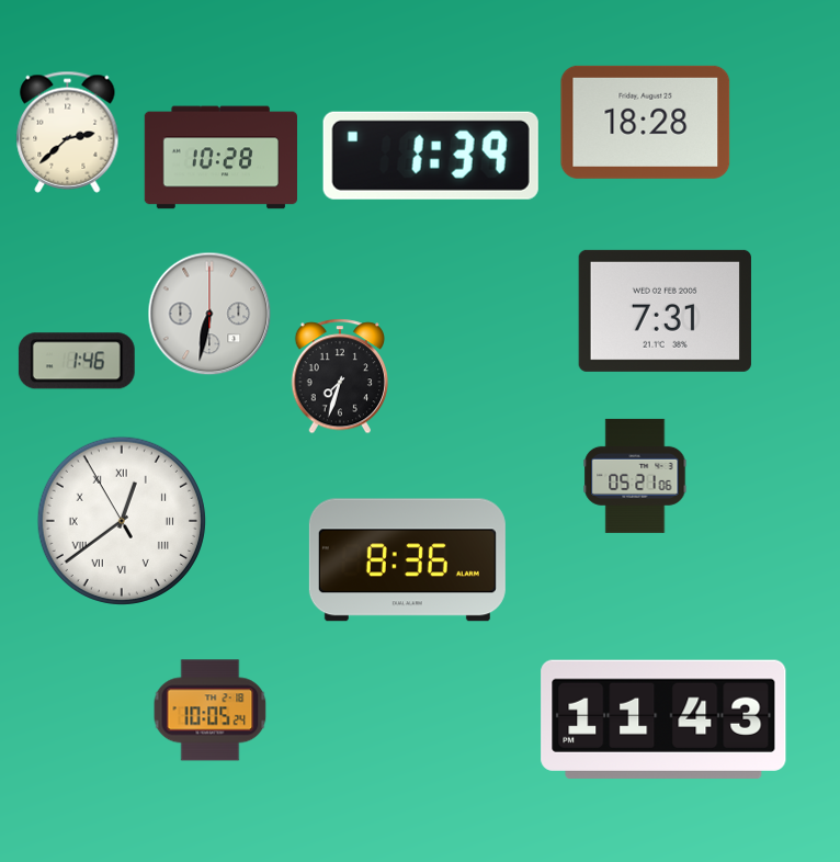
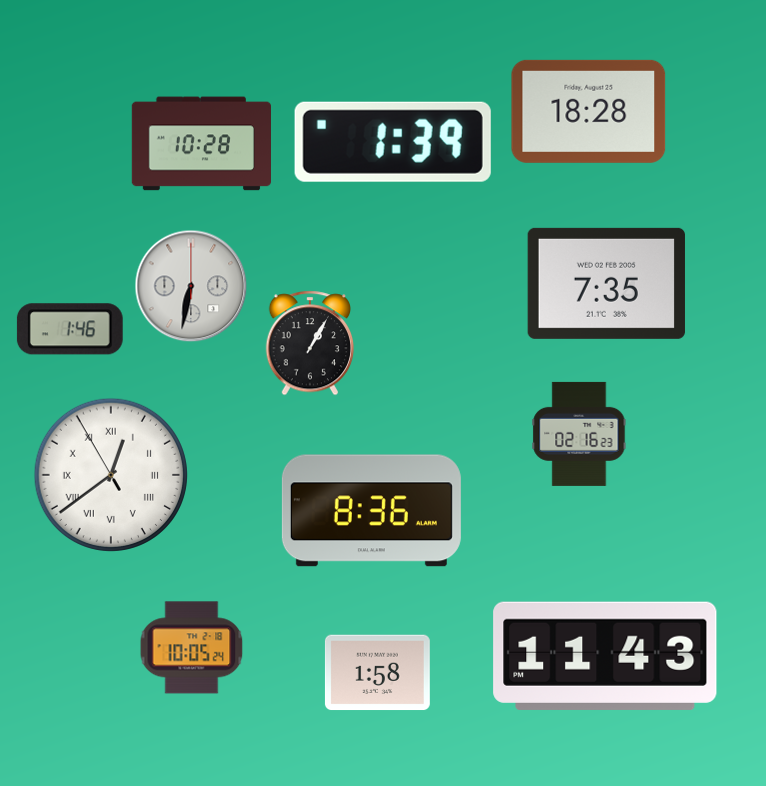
clock at (68, 132): 2:38 -> none
clock at (665, 310): 7:31 -> 7:35
clock at (339, 376): 7:33 -> 1:05
clock at (635, 476): 05:21 -> 02:16
clock at (377, 673): none -> 1:58
